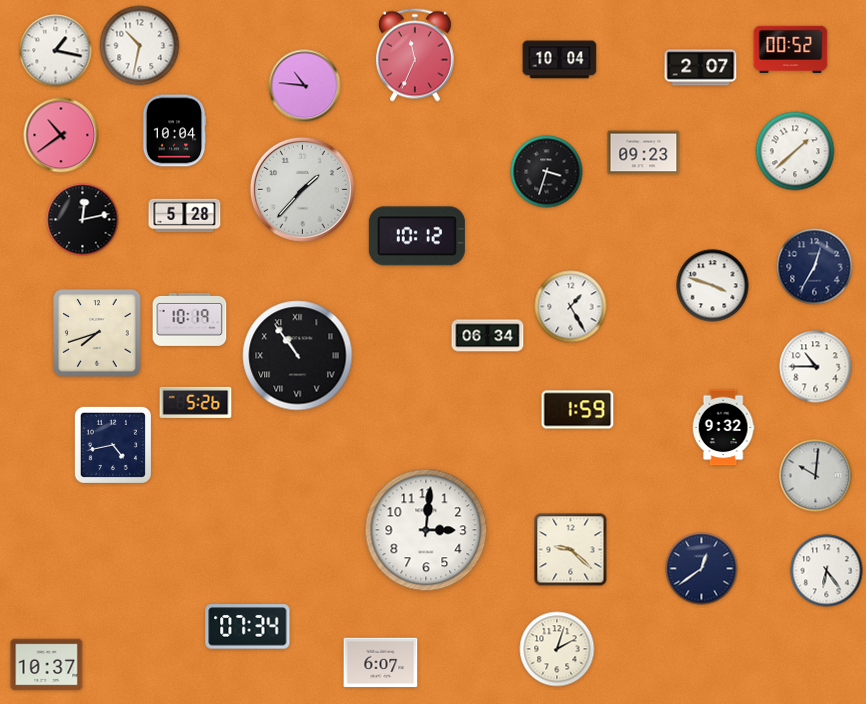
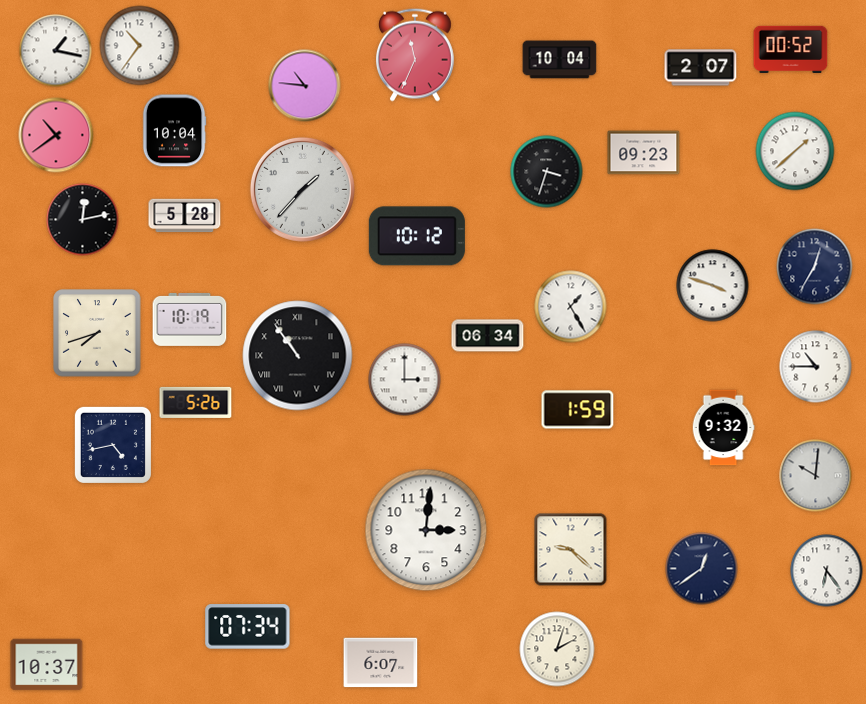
clock at (140, 46): 10:32 -> 10:36
clock at (61, 135) position: (61, 135) -> (56, 135)
clock at (405, 380): none -> 3:00
